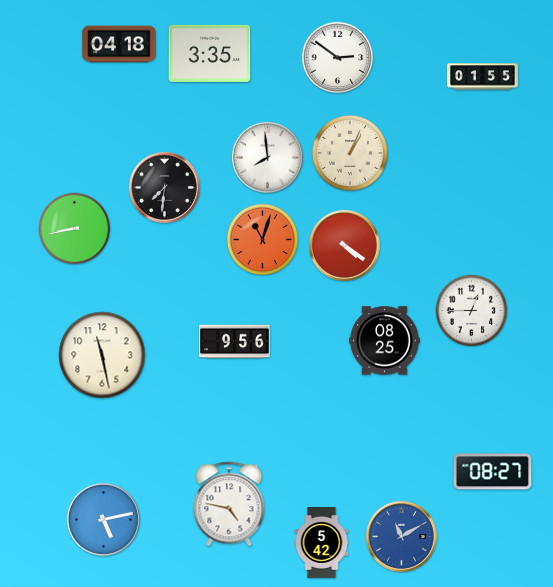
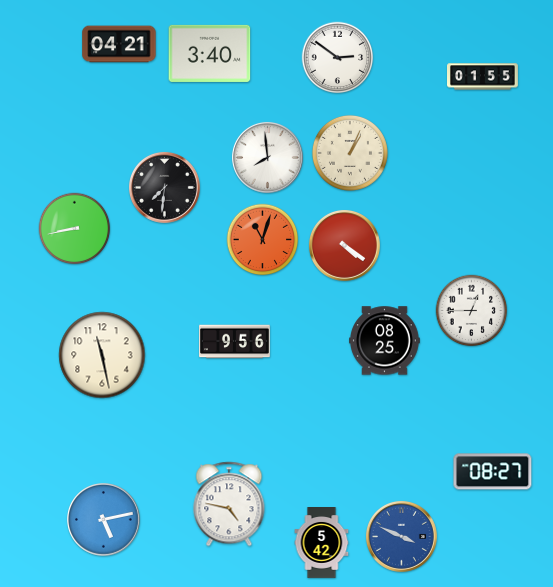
clock at (119, 44): 04:18 -> 04:21
clock at (210, 53): 3:35 -> 3:40
clock at (402, 537): 11:10 -> 3:49
